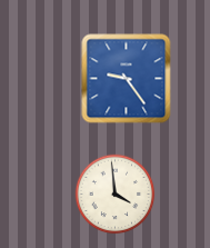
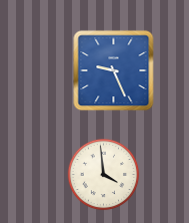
clock at (127, 79): 9:24 -> 9:26
